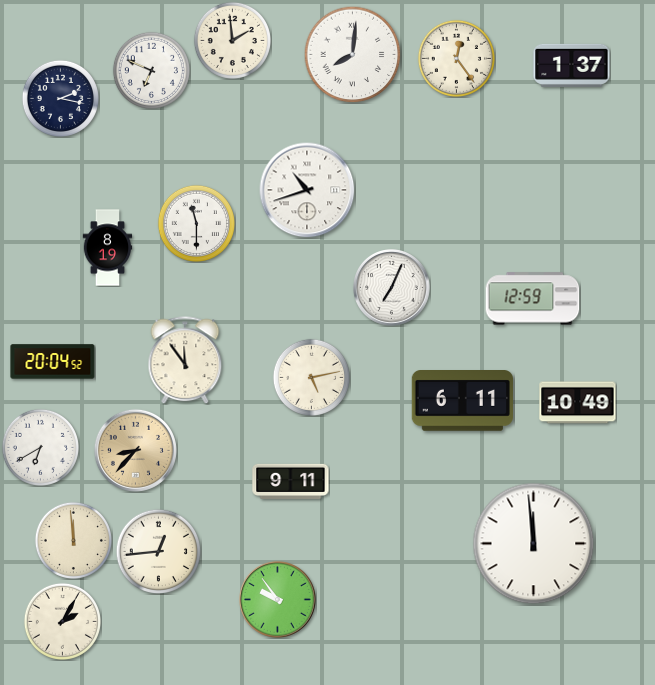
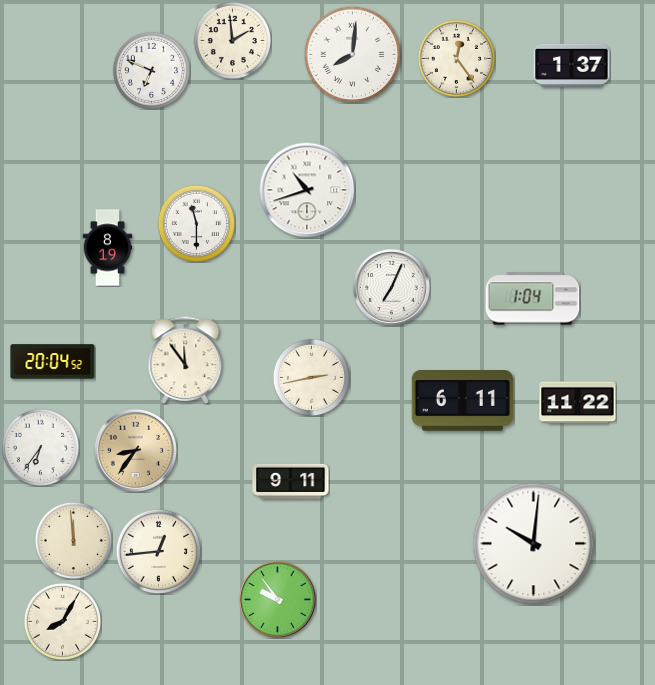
clock at (60, 98): 2:17 -> none
clock at (533, 299): 12:59 -> 1:04
clock at (311, 377): 5:13 -> 2:43
clock at (578, 403): 10:49 -> 11:22
clock at (40, 447): 6:40 -> 6:36
clock at (135, 450): 8:37 -> 8:36
clock at (534, 544): 11:59 -> 10:01
clock at (62, 621): 2:05 -> 8:05
